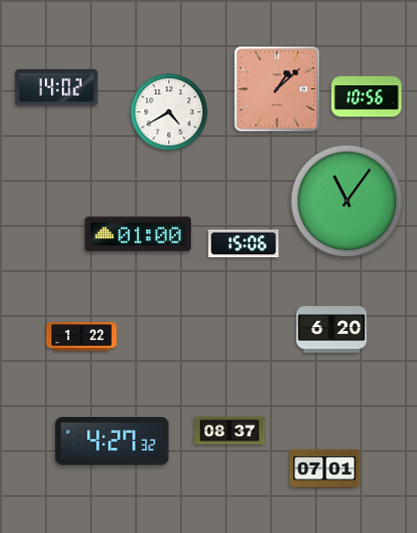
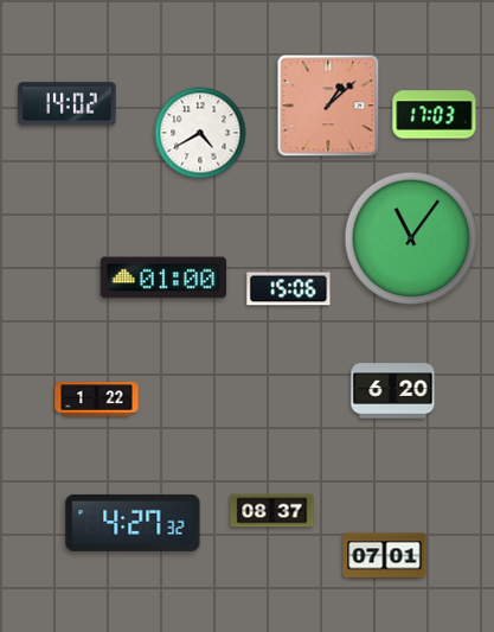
clock at (367, 97): 10:56 -> 17:03
